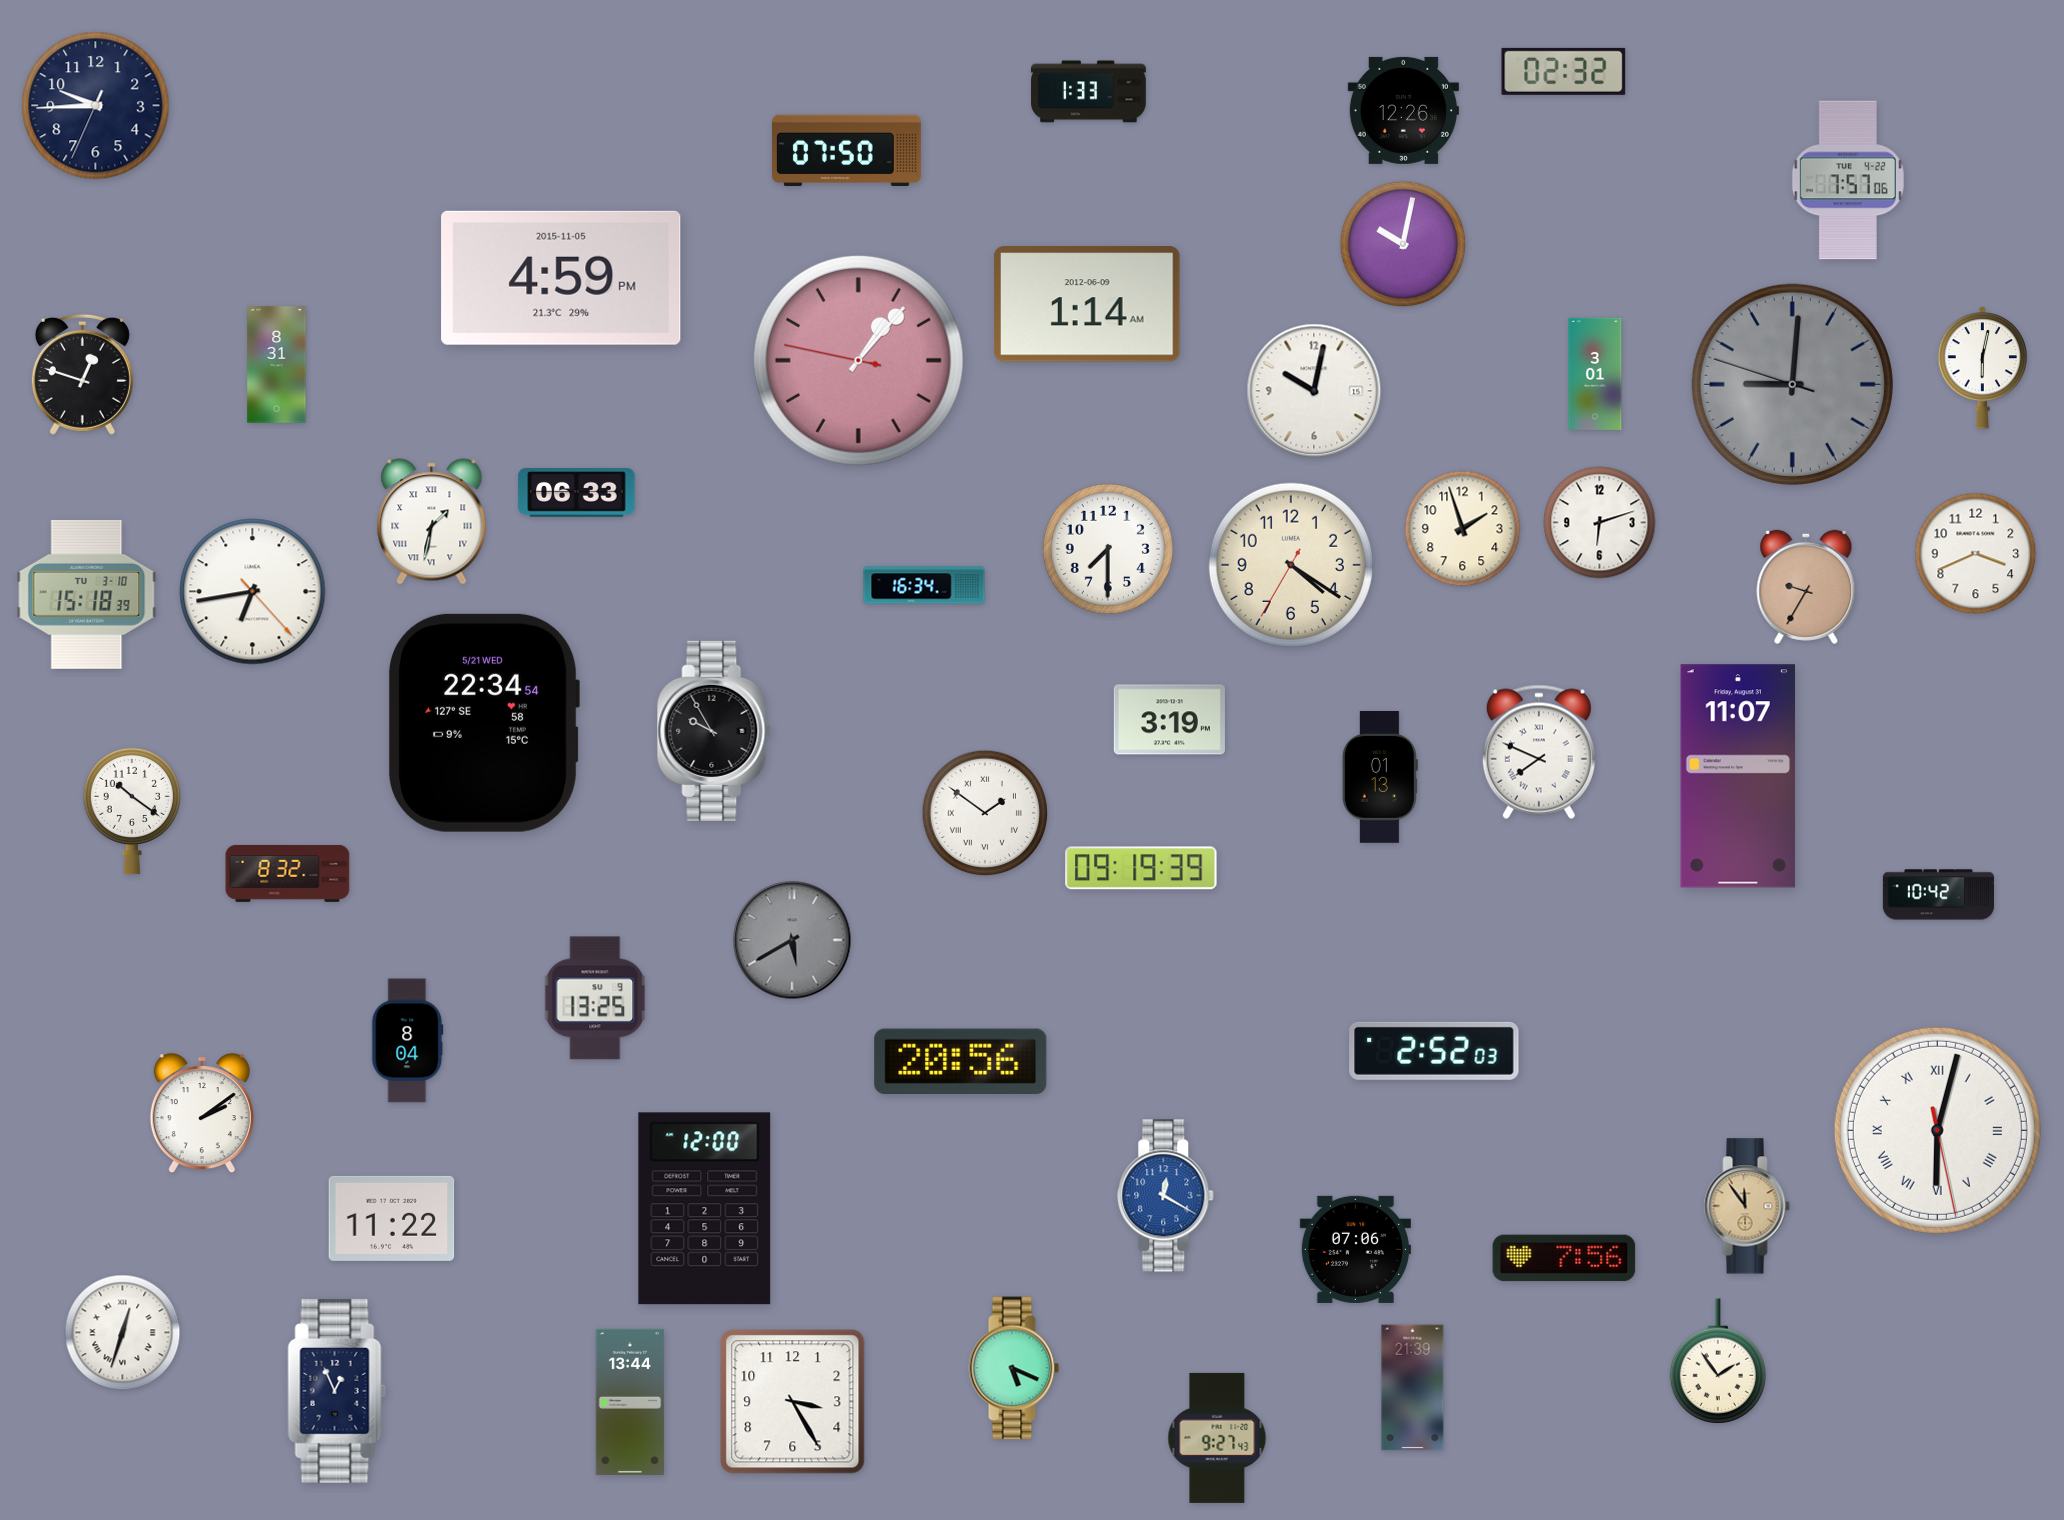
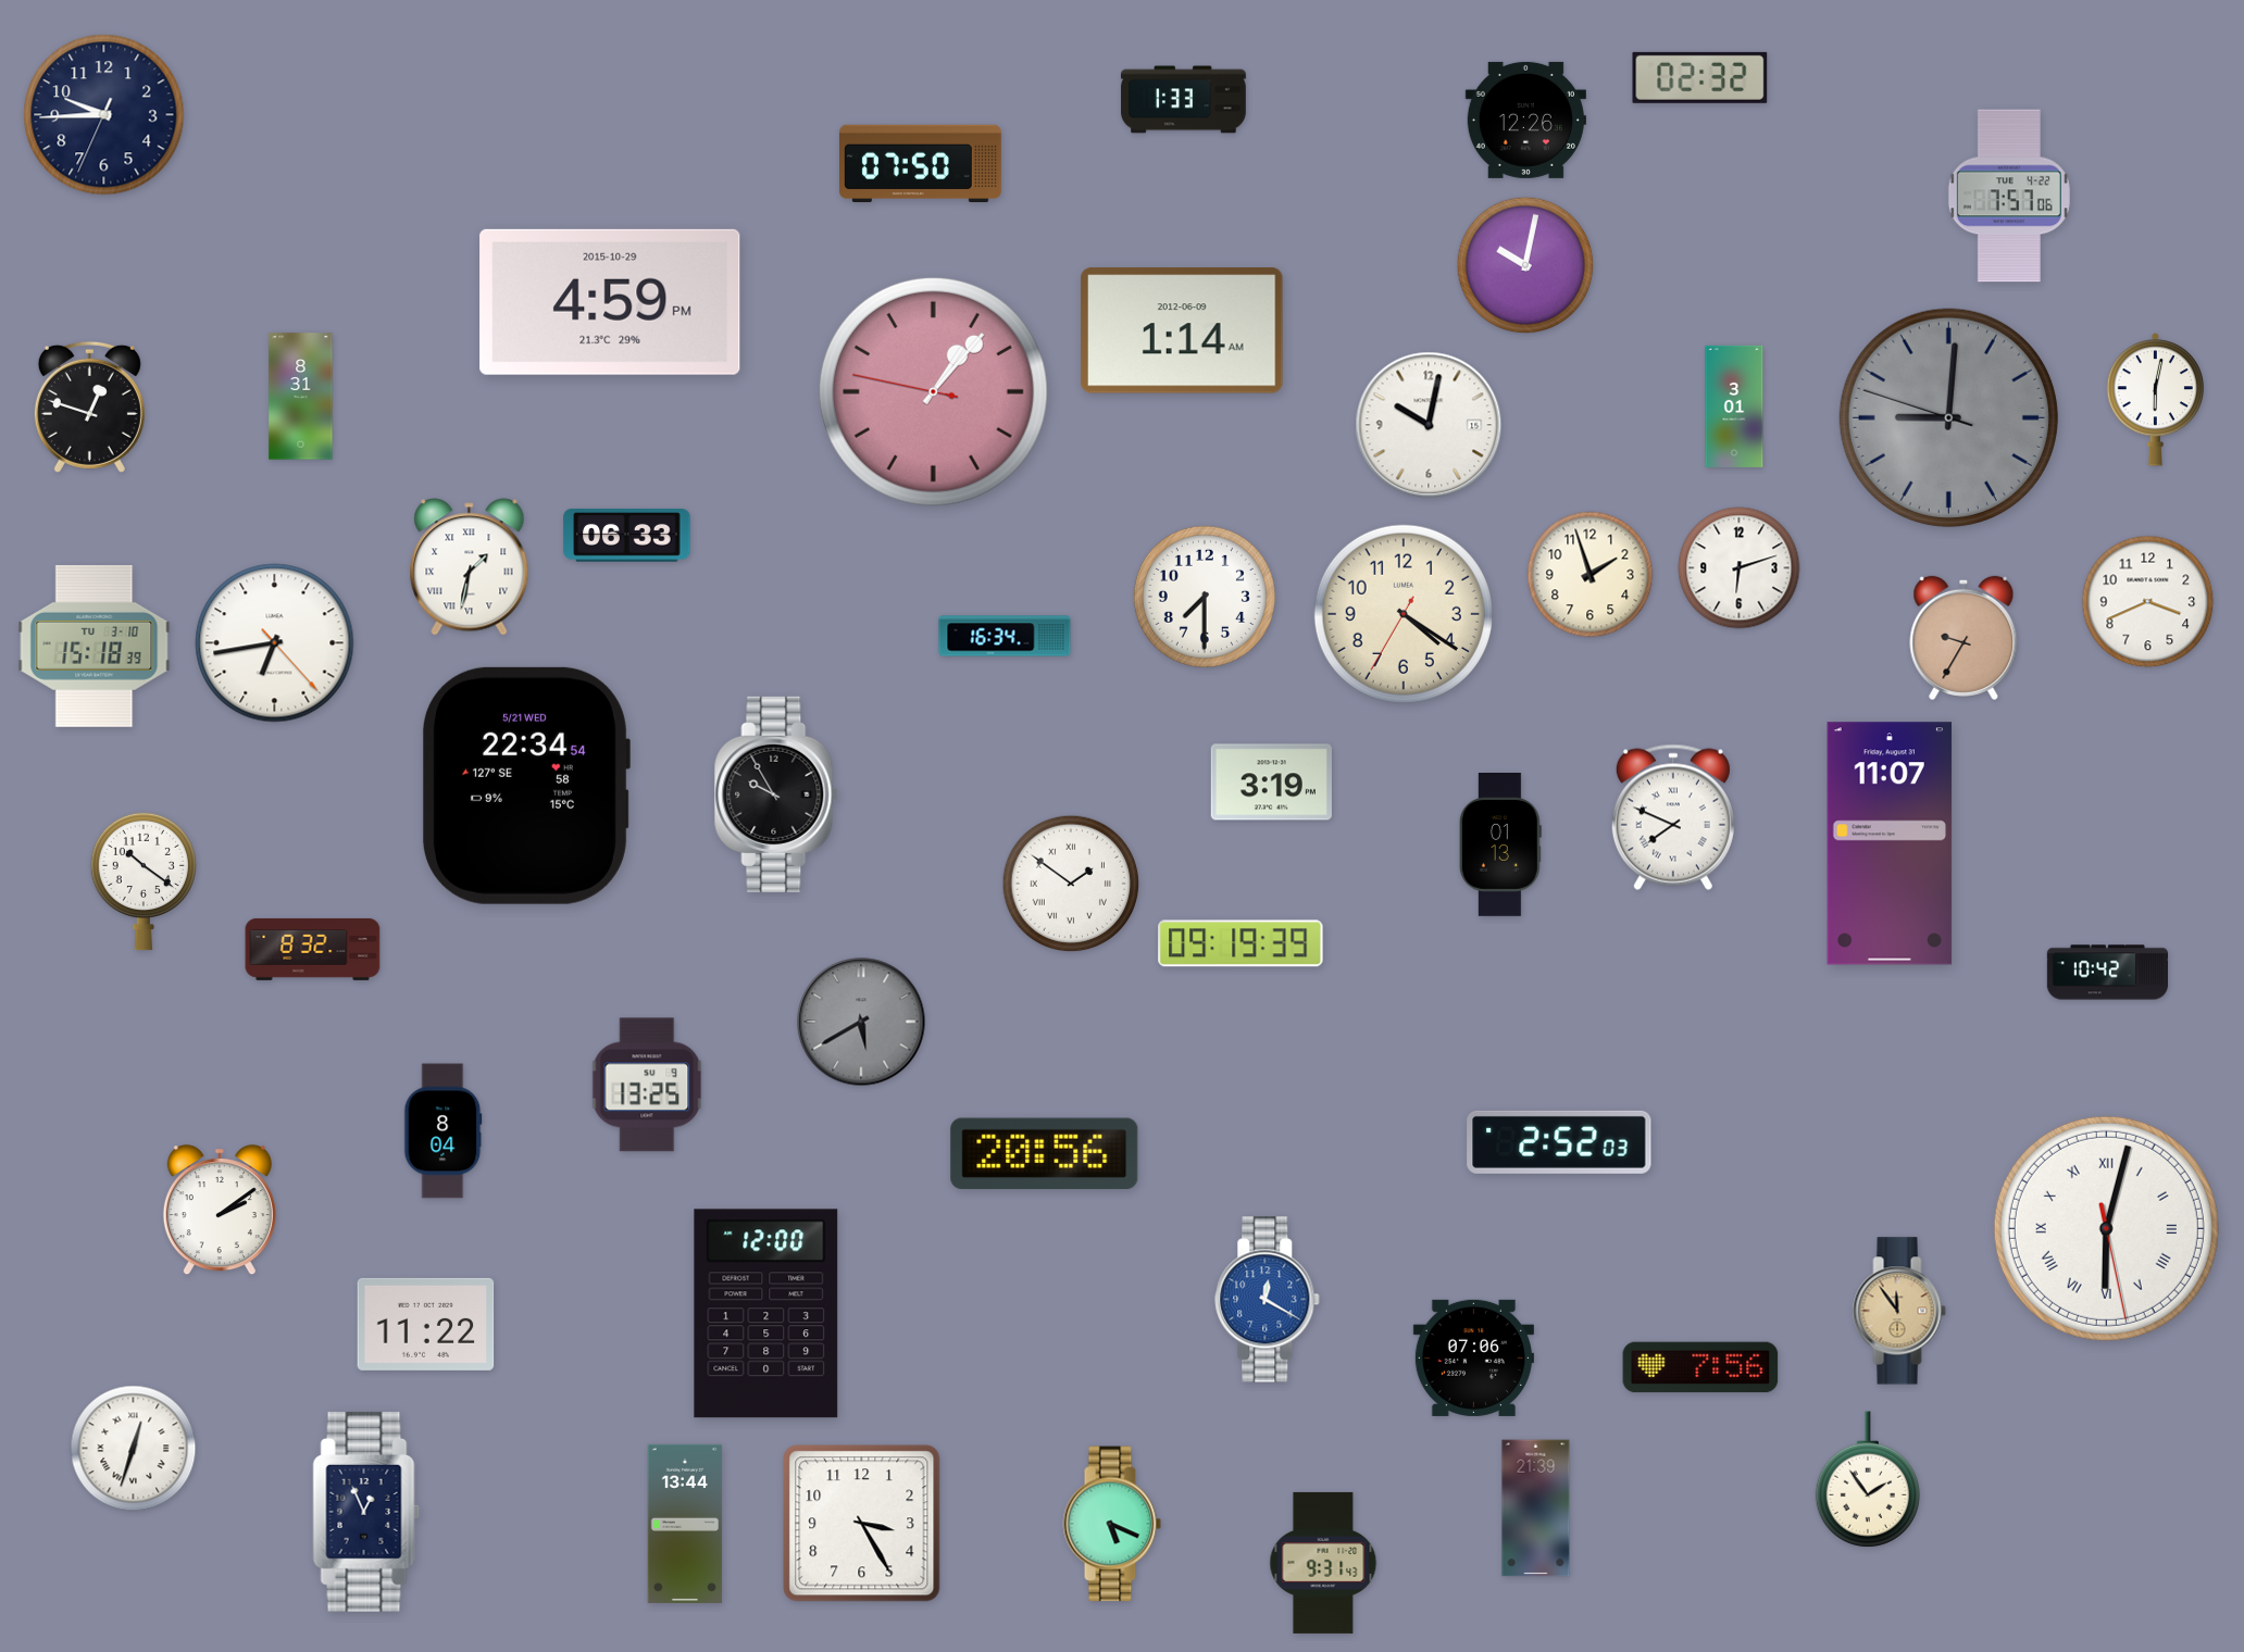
clock at (561, 278) date: 2015-11-05 -> 2015-10-29
clock at (1014, 1368) position: (1014, 1368) -> (1112, 1524)
clock at (1217, 1438): 9:27 -> 9:31
